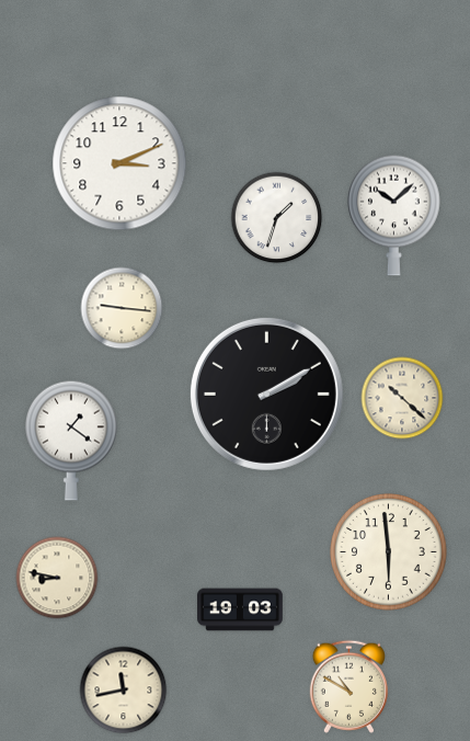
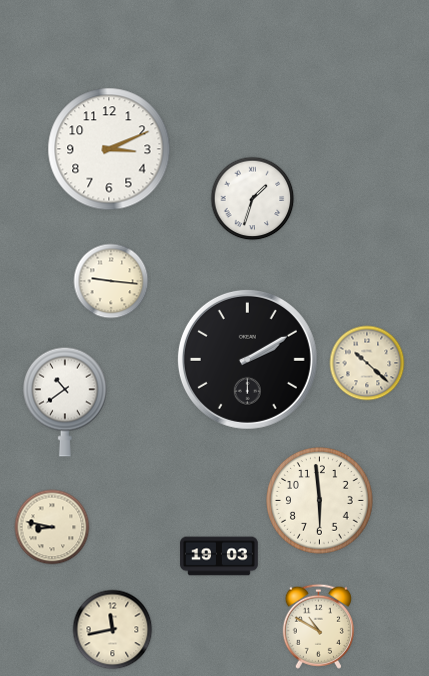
clock at (394, 215): 10:08 -> none
clock at (266, 394) position: (266, 394) -> (247, 359)
clock at (72, 441): 1:21 -> 10:39
clock at (389, 552) position: (389, 552) -> (320, 501)
